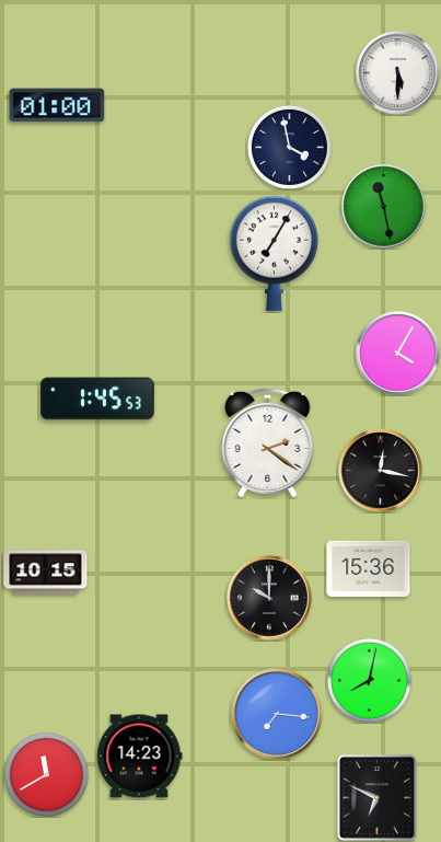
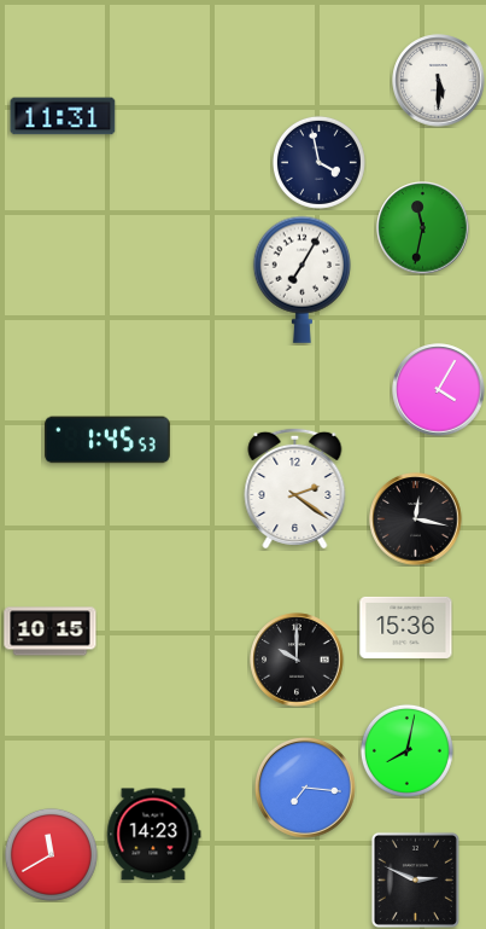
clock at (57, 105): 01:00 -> 11:31
clock at (384, 207): 11:28 -> 11:32
clock at (381, 471) position: (381, 471) -> (416, 519)
clock at (376, 797): 6:49 -> 2:49
